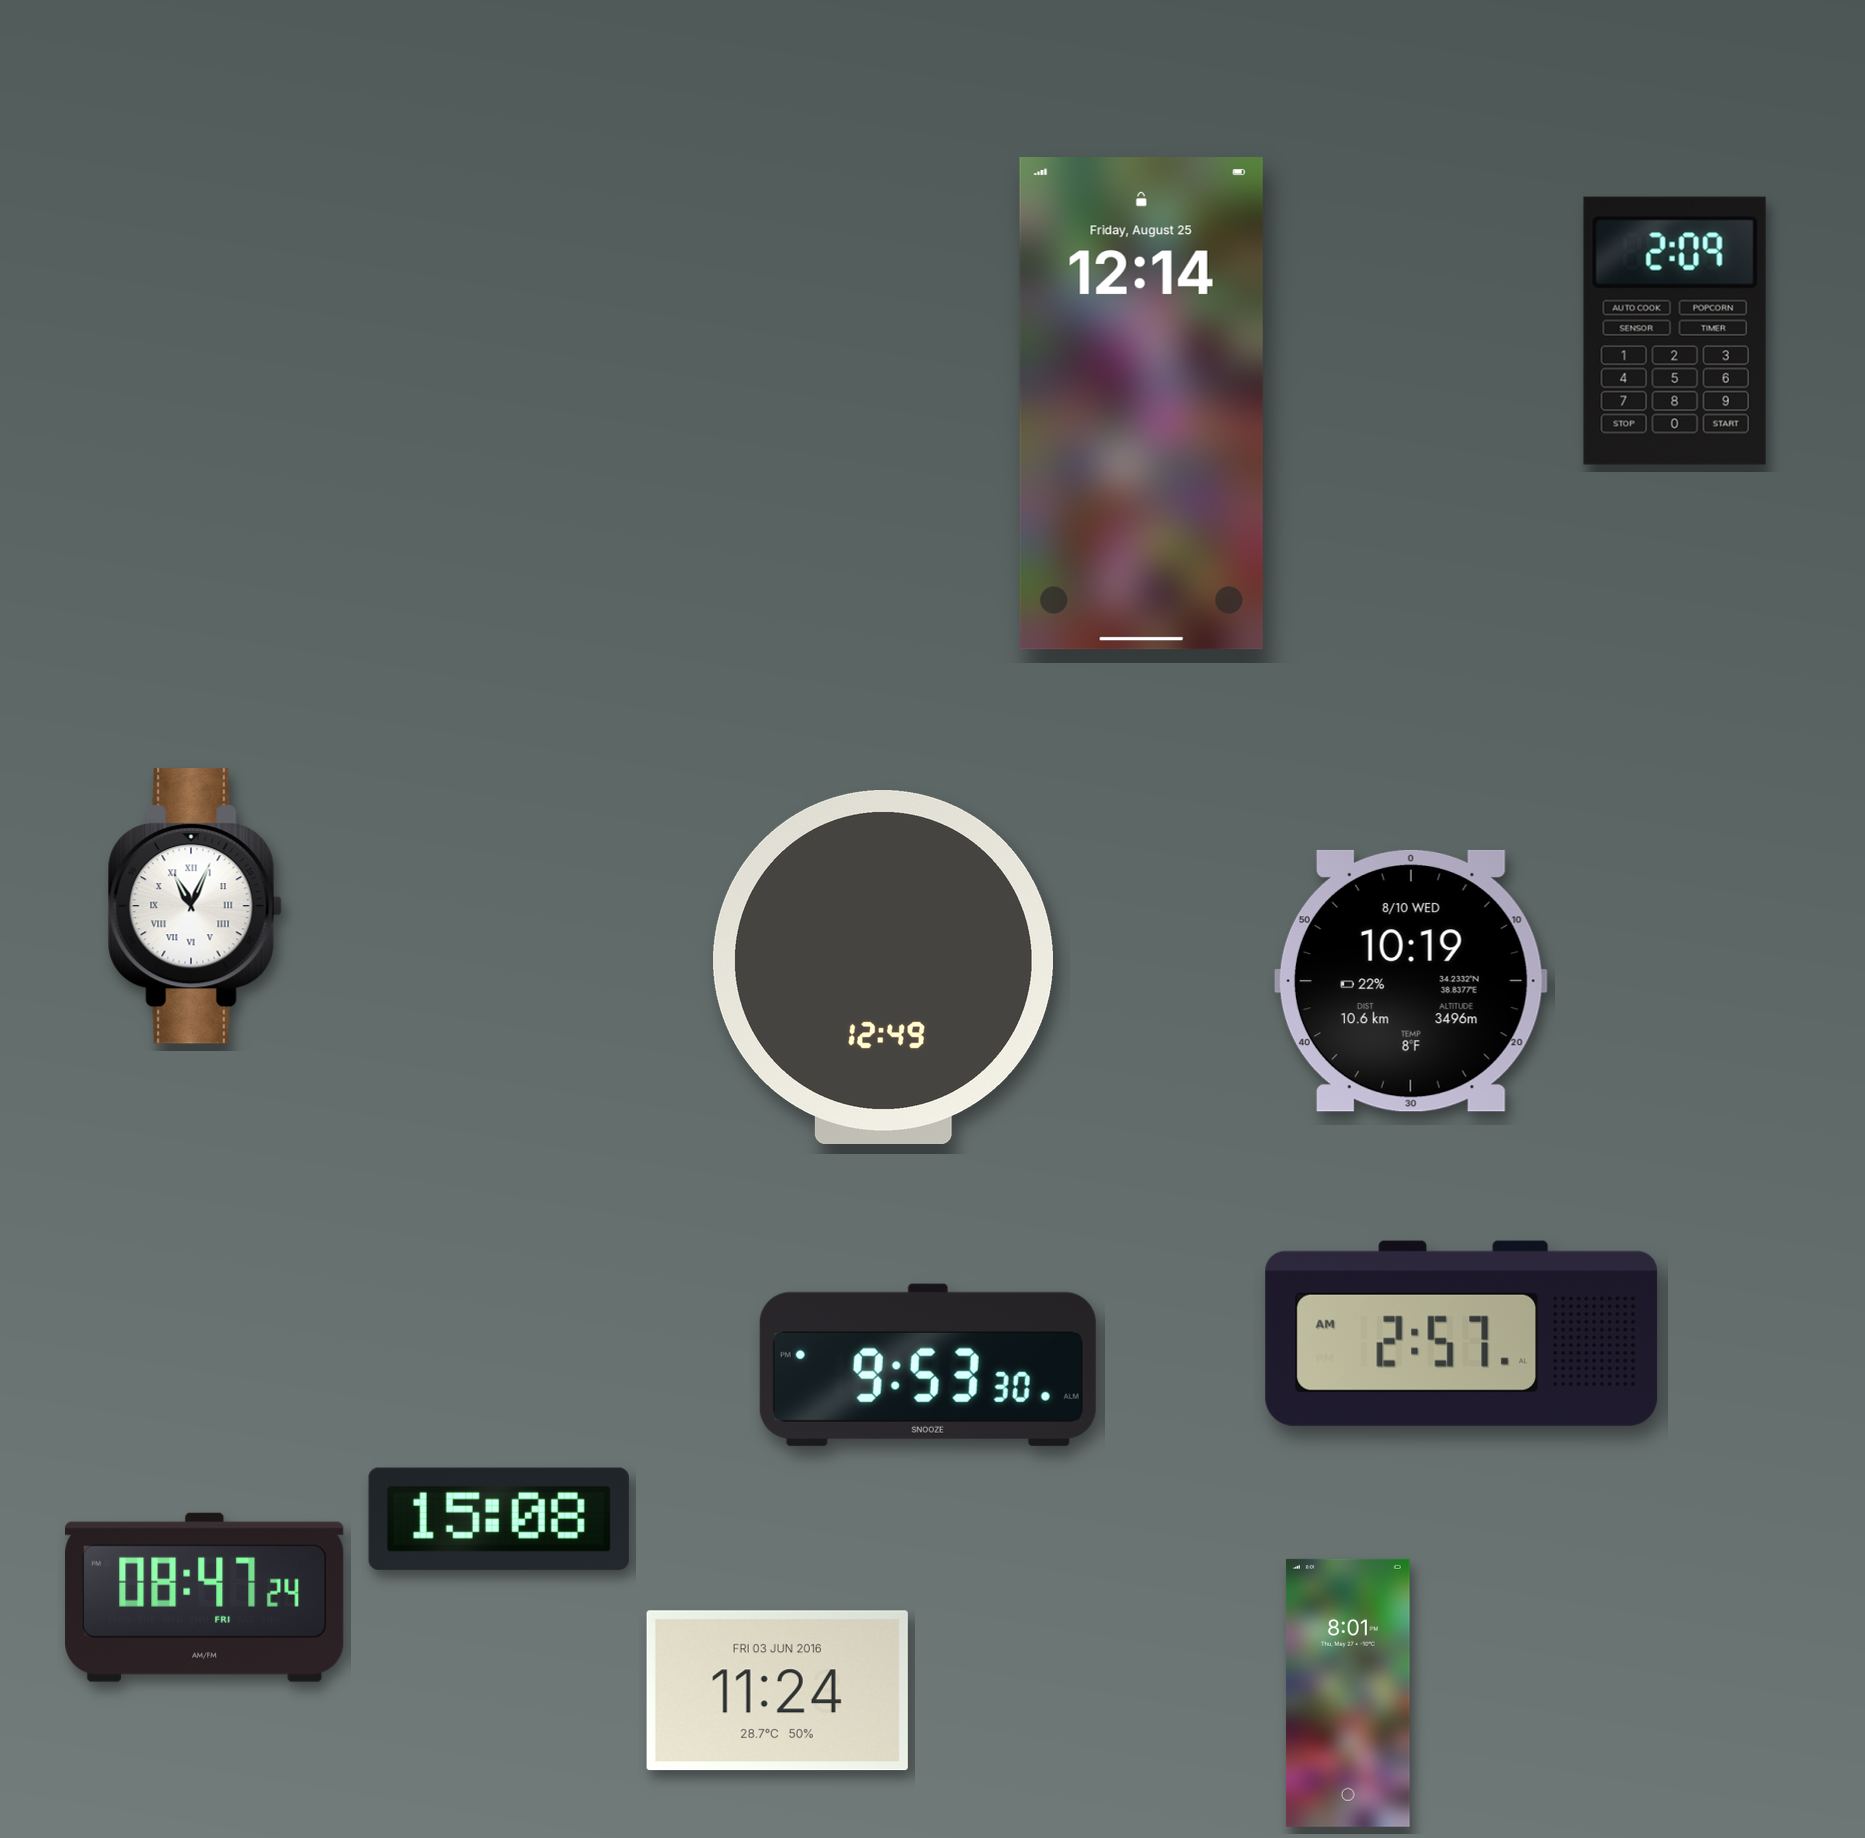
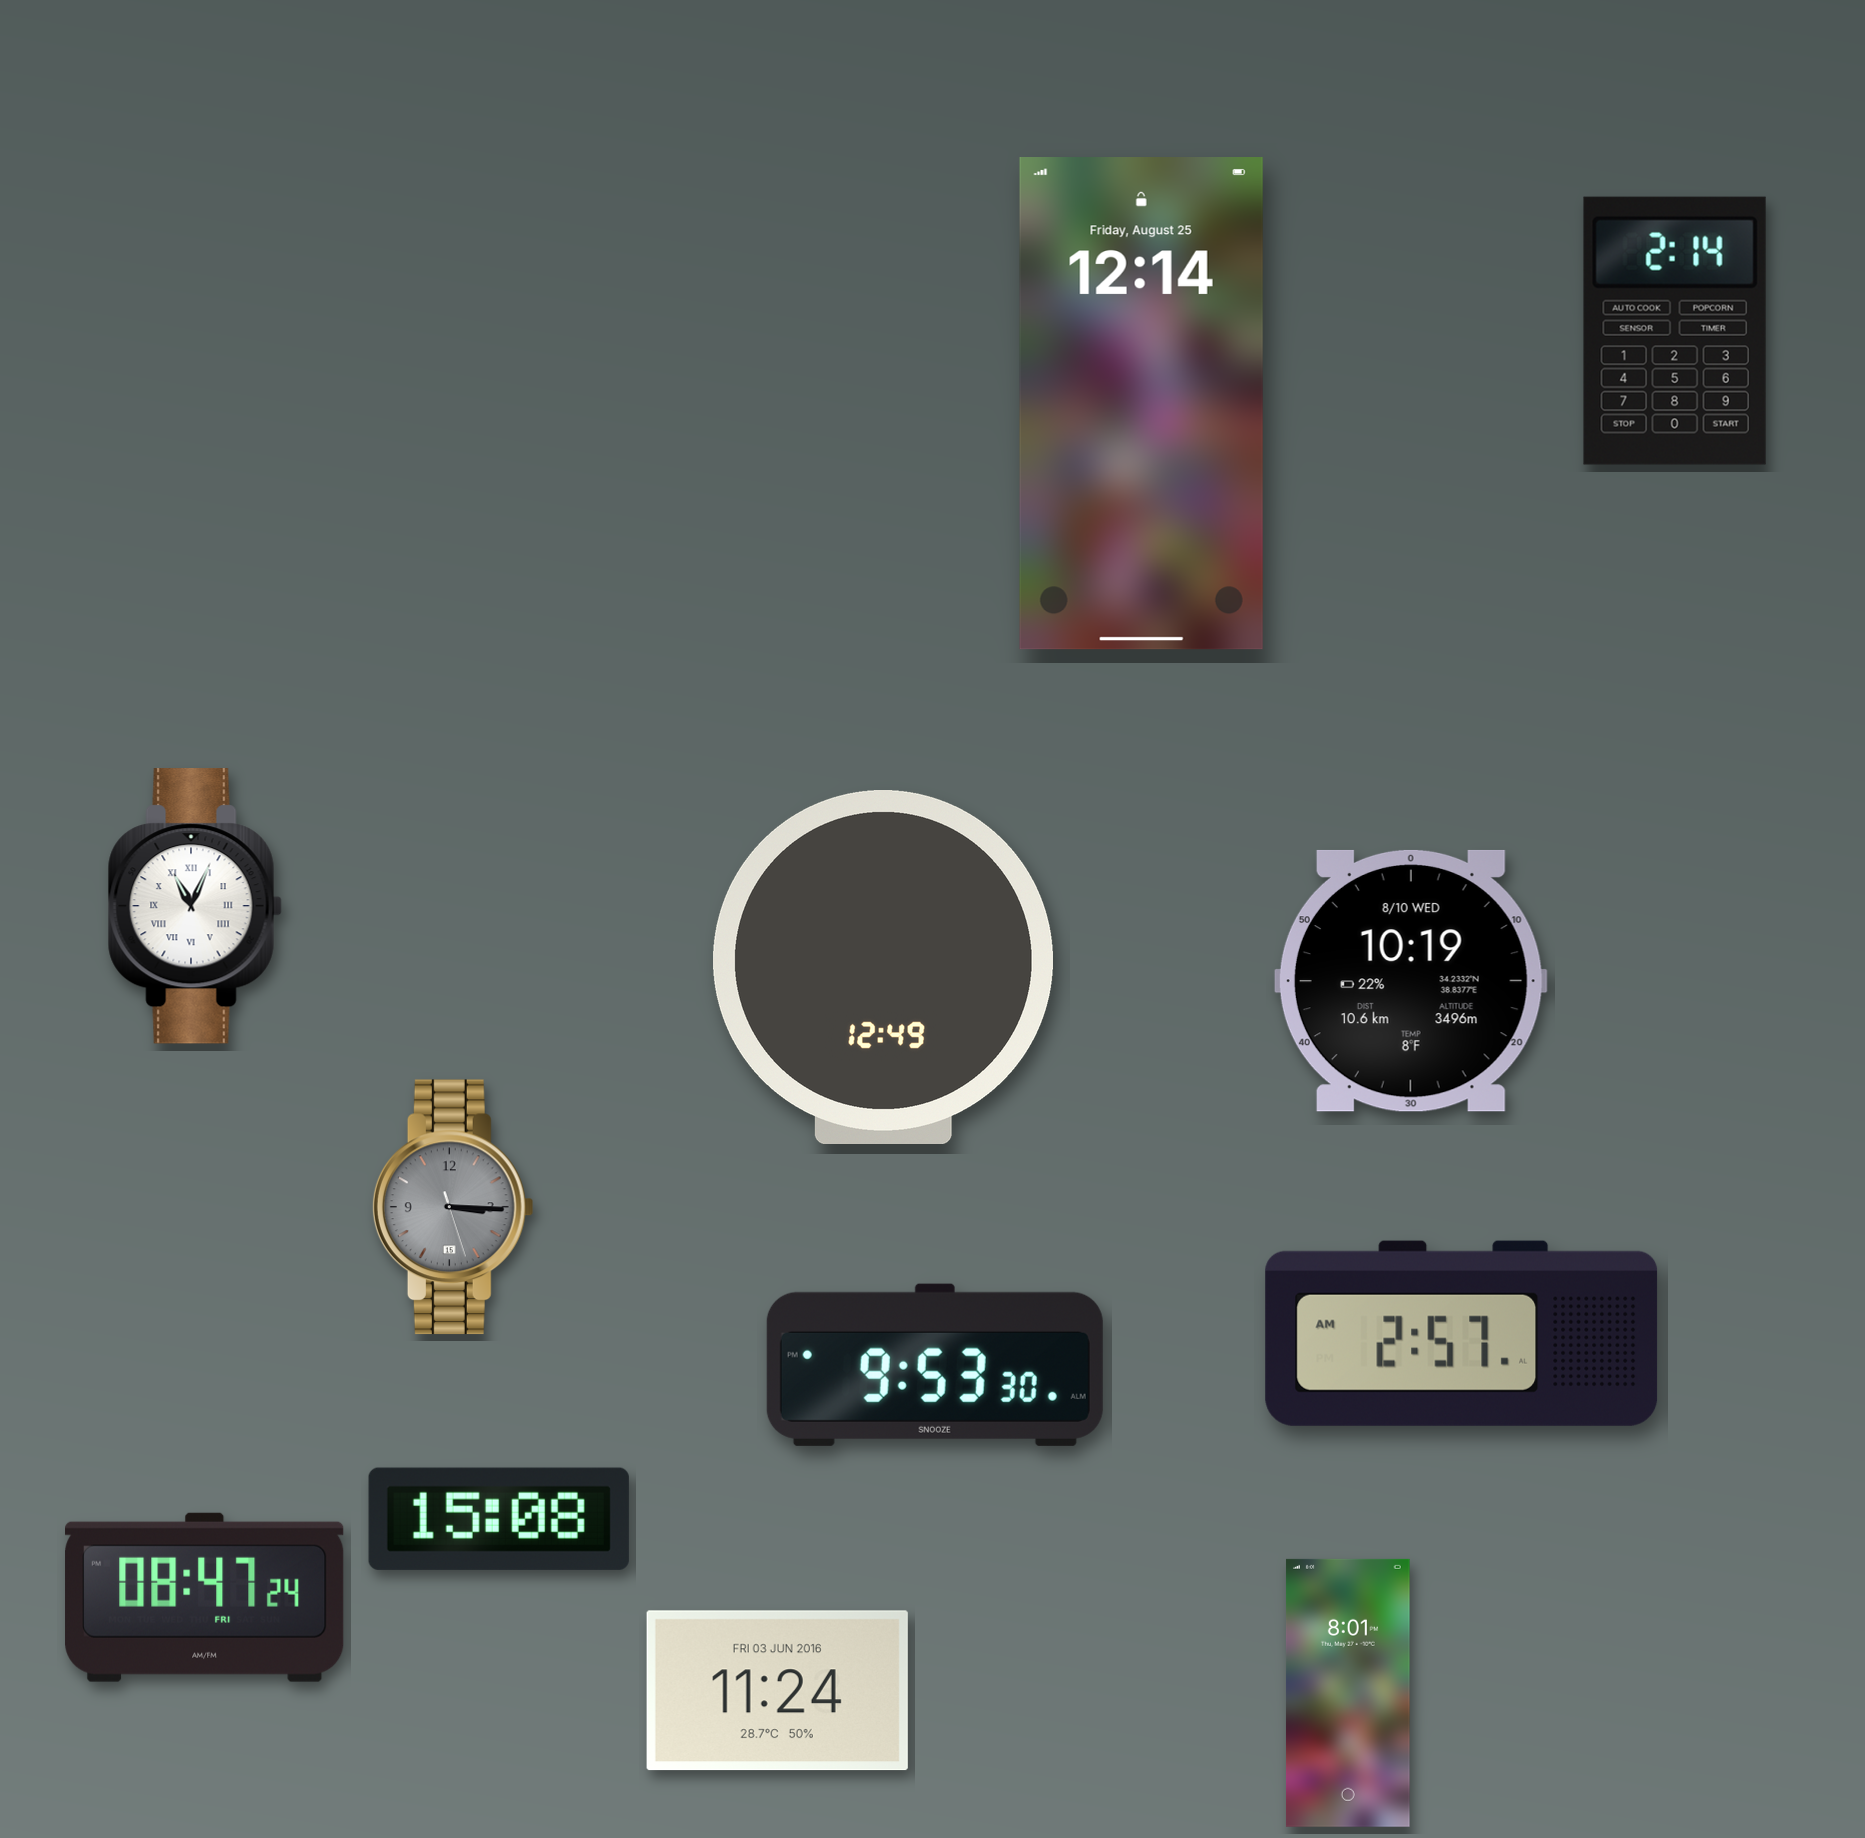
clock at (1675, 331): 2:09 -> 2:14
clock at (453, 1207): none -> 3:15
clock at (928, 1365) position: (928, 1365) -> (935, 1365)
